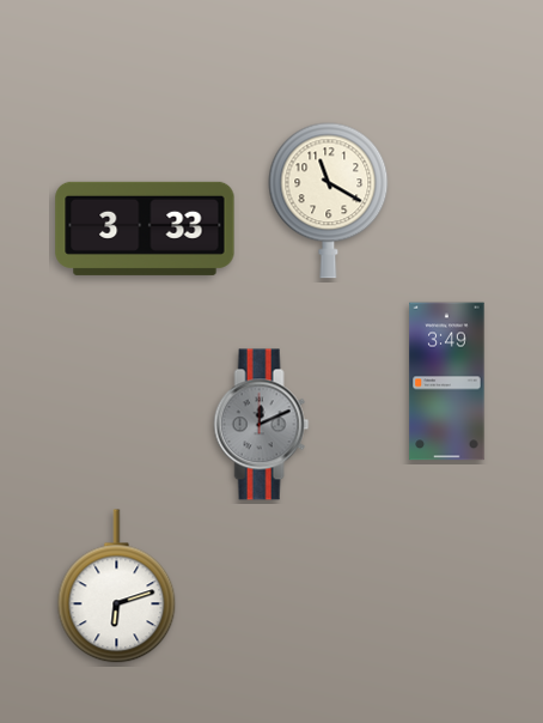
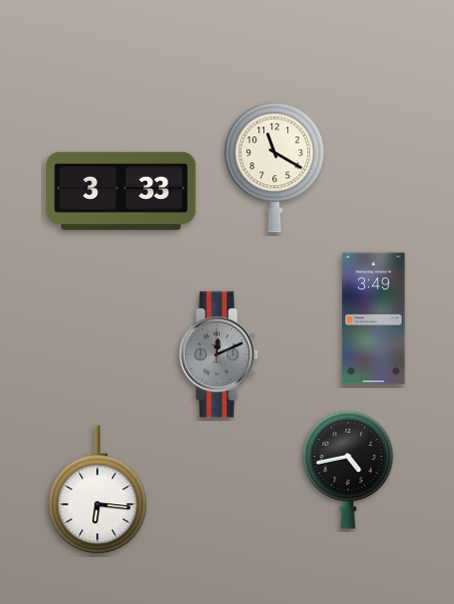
clock at (348, 470): none -> 4:43
clock at (117, 587): 6:12 -> 6:16
